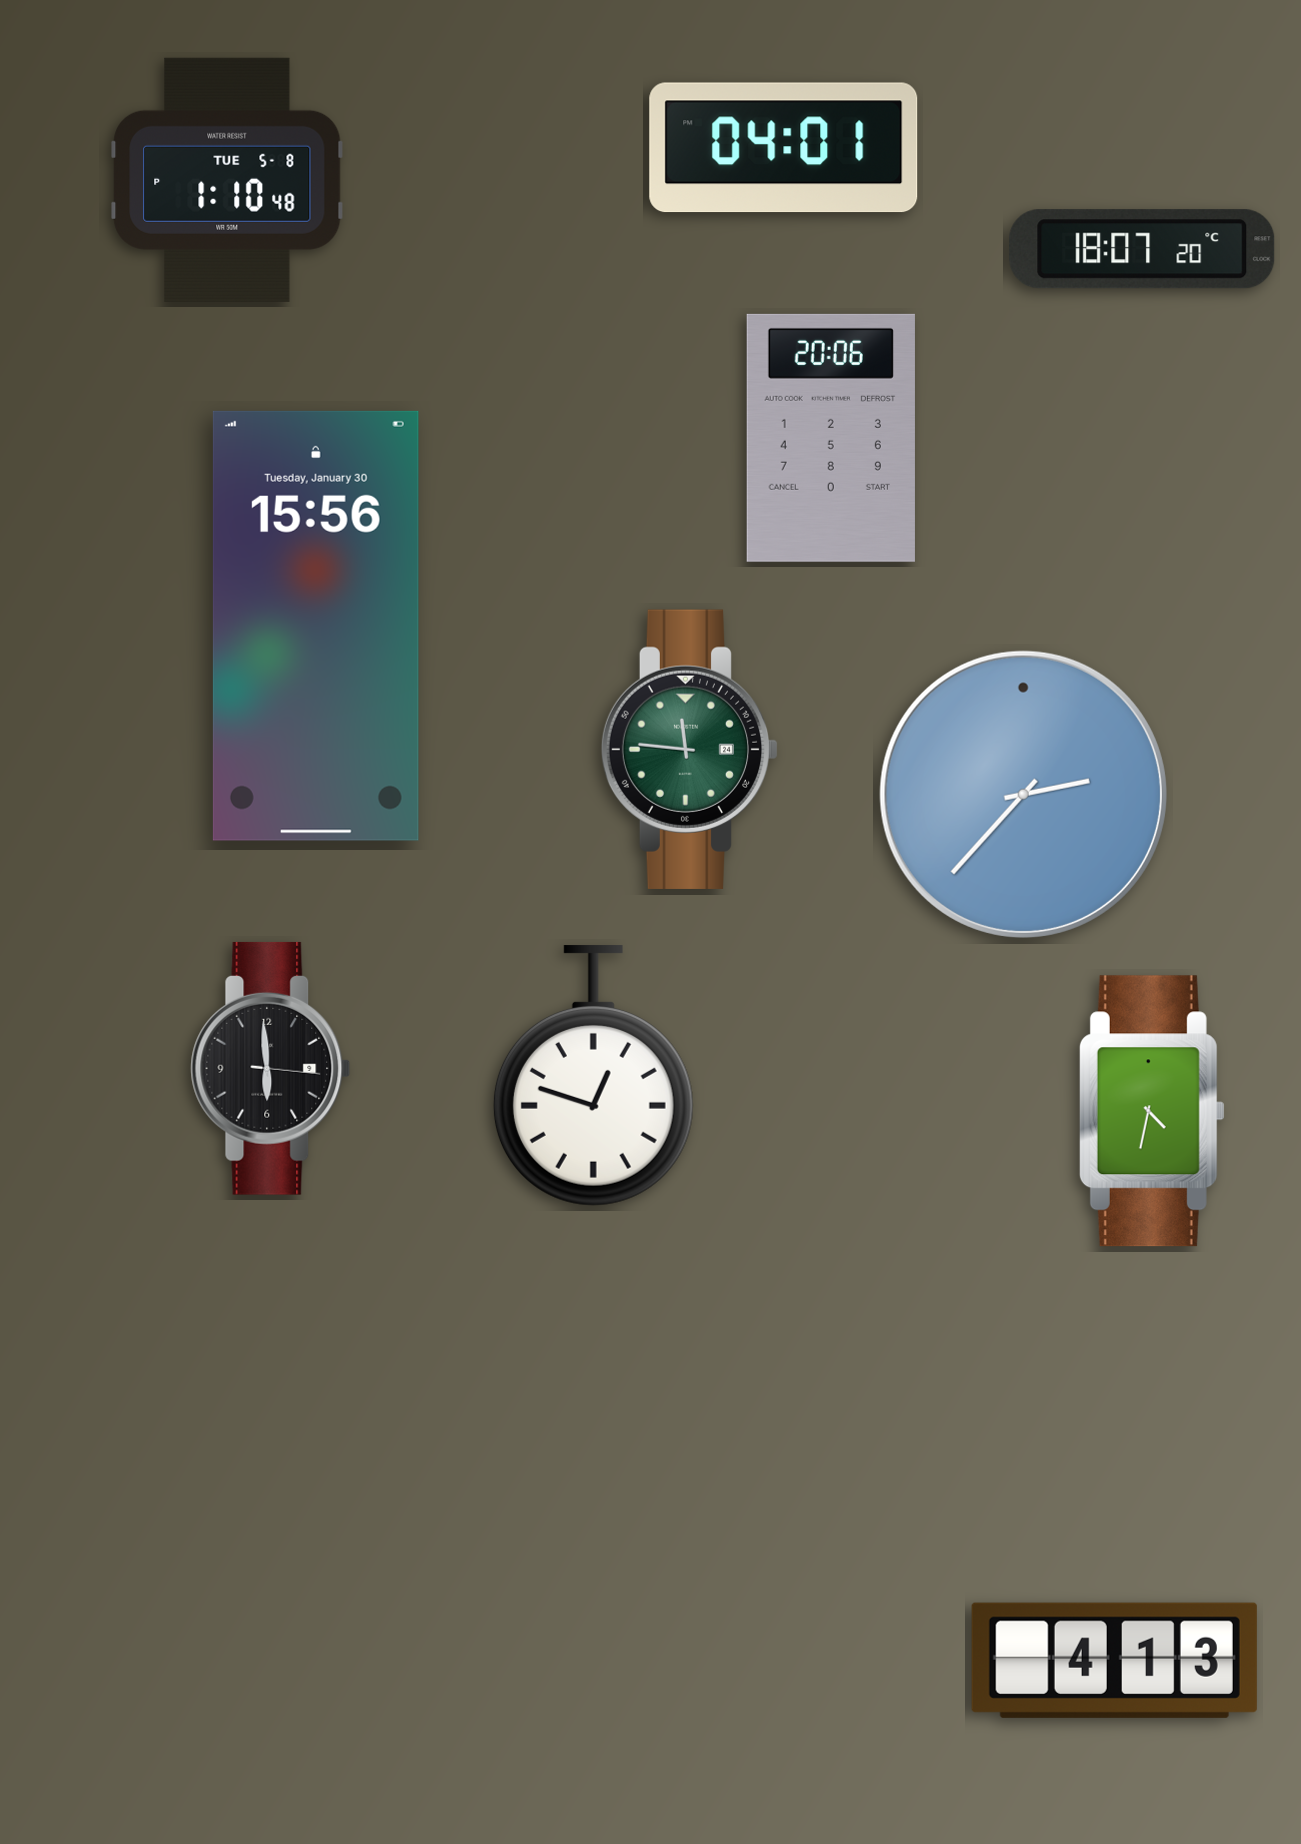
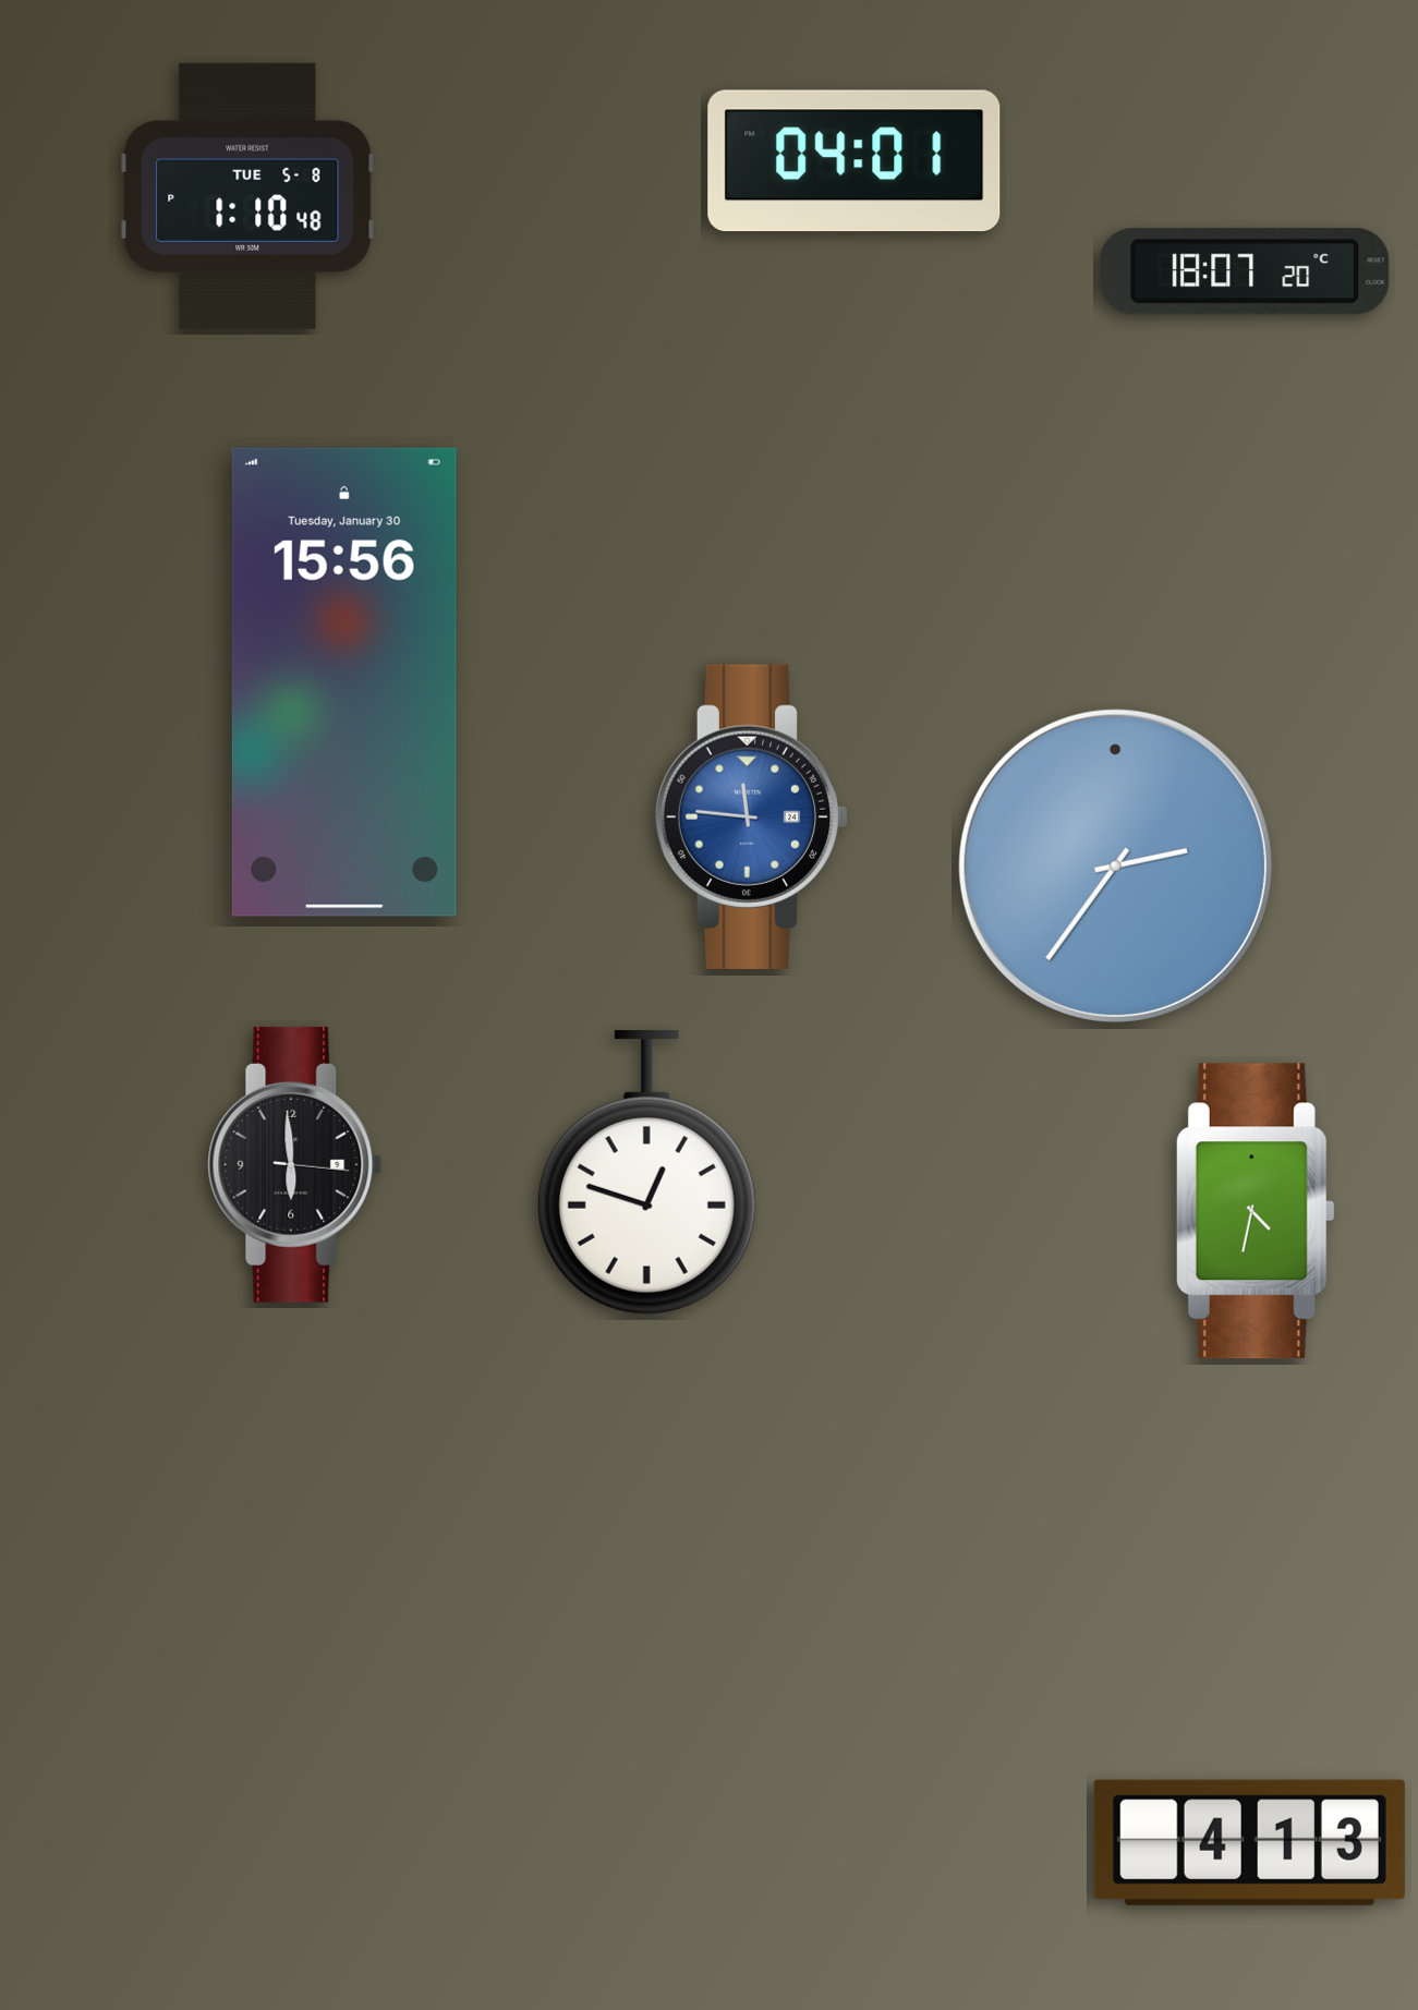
clock at (831, 438): 20:06 -> none
clock at (690, 749) dial: green -> blue
clock at (1023, 794): 2:37 -> 2:36
clock at (1114, 1660) position: (1114, 1660) -> (1249, 1842)
